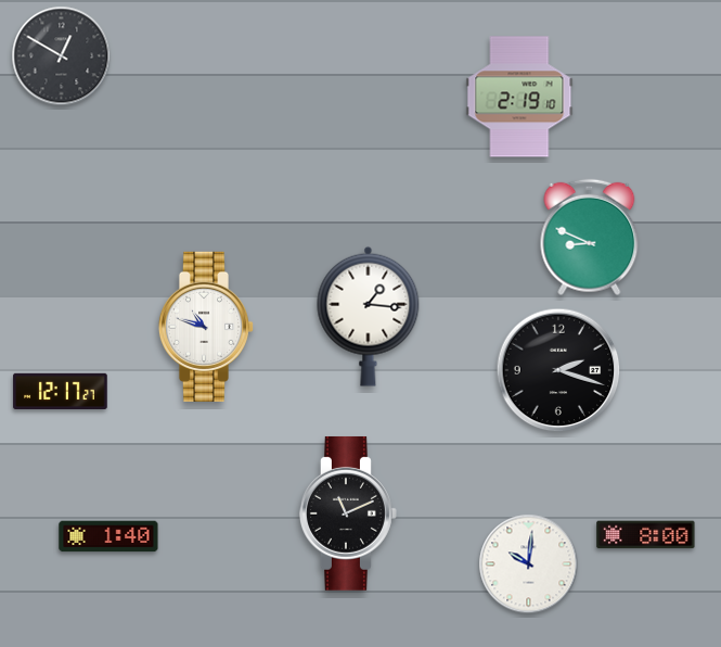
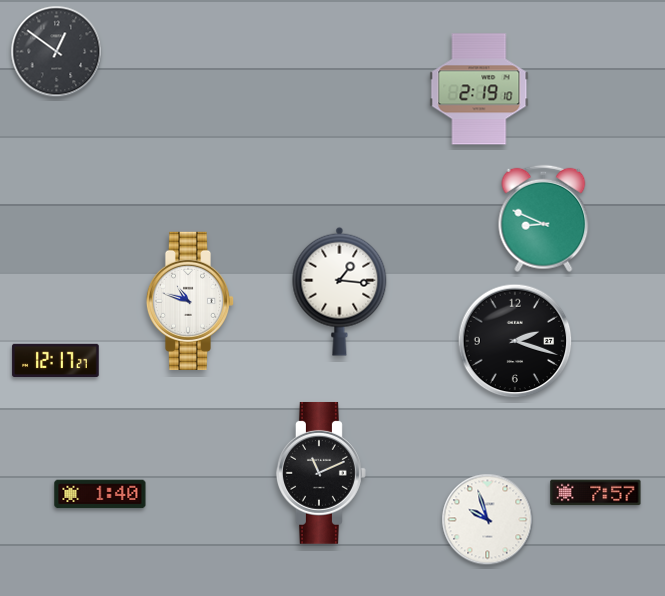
clock at (62, 56): 12:50 -> 12:51
clock at (646, 535): 8:00 -> 7:57
clock at (529, 564): 10:01 -> 9:57
